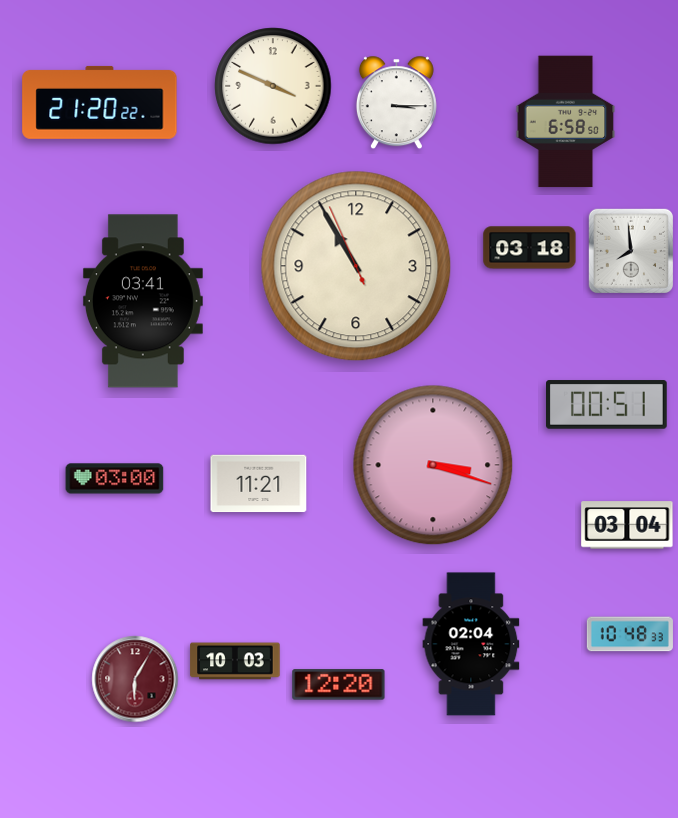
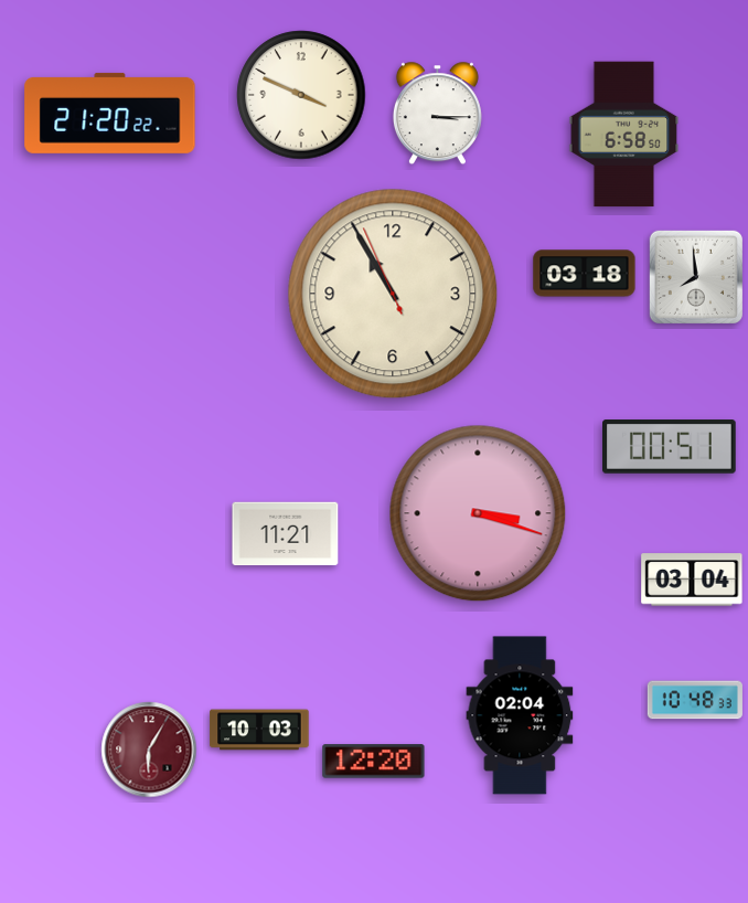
clock at (143, 301): 03:41 -> none
clock at (115, 479): 03:00 -> none
clock at (471, 644) position: (471, 644) -> (520, 715)
clock at (339, 685) position: (339, 685) -> (374, 762)
